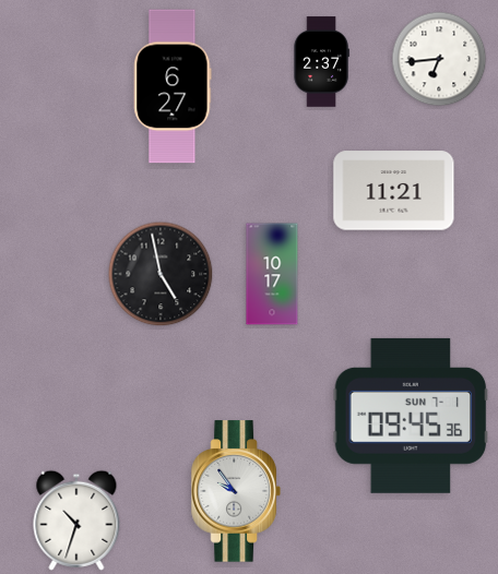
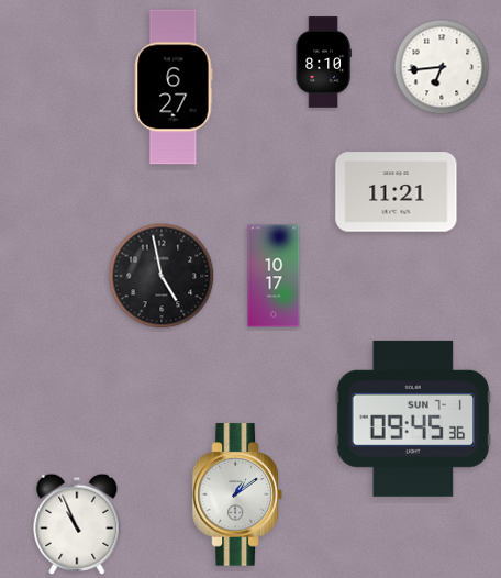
clock at (439, 59) position: (439, 59) -> (442, 67)
clock at (321, 62): 2:37 -> 8:10
clock at (236, 491): 9:54 -> 1:09
clock at (76, 521): 10:33 -> 10:56
